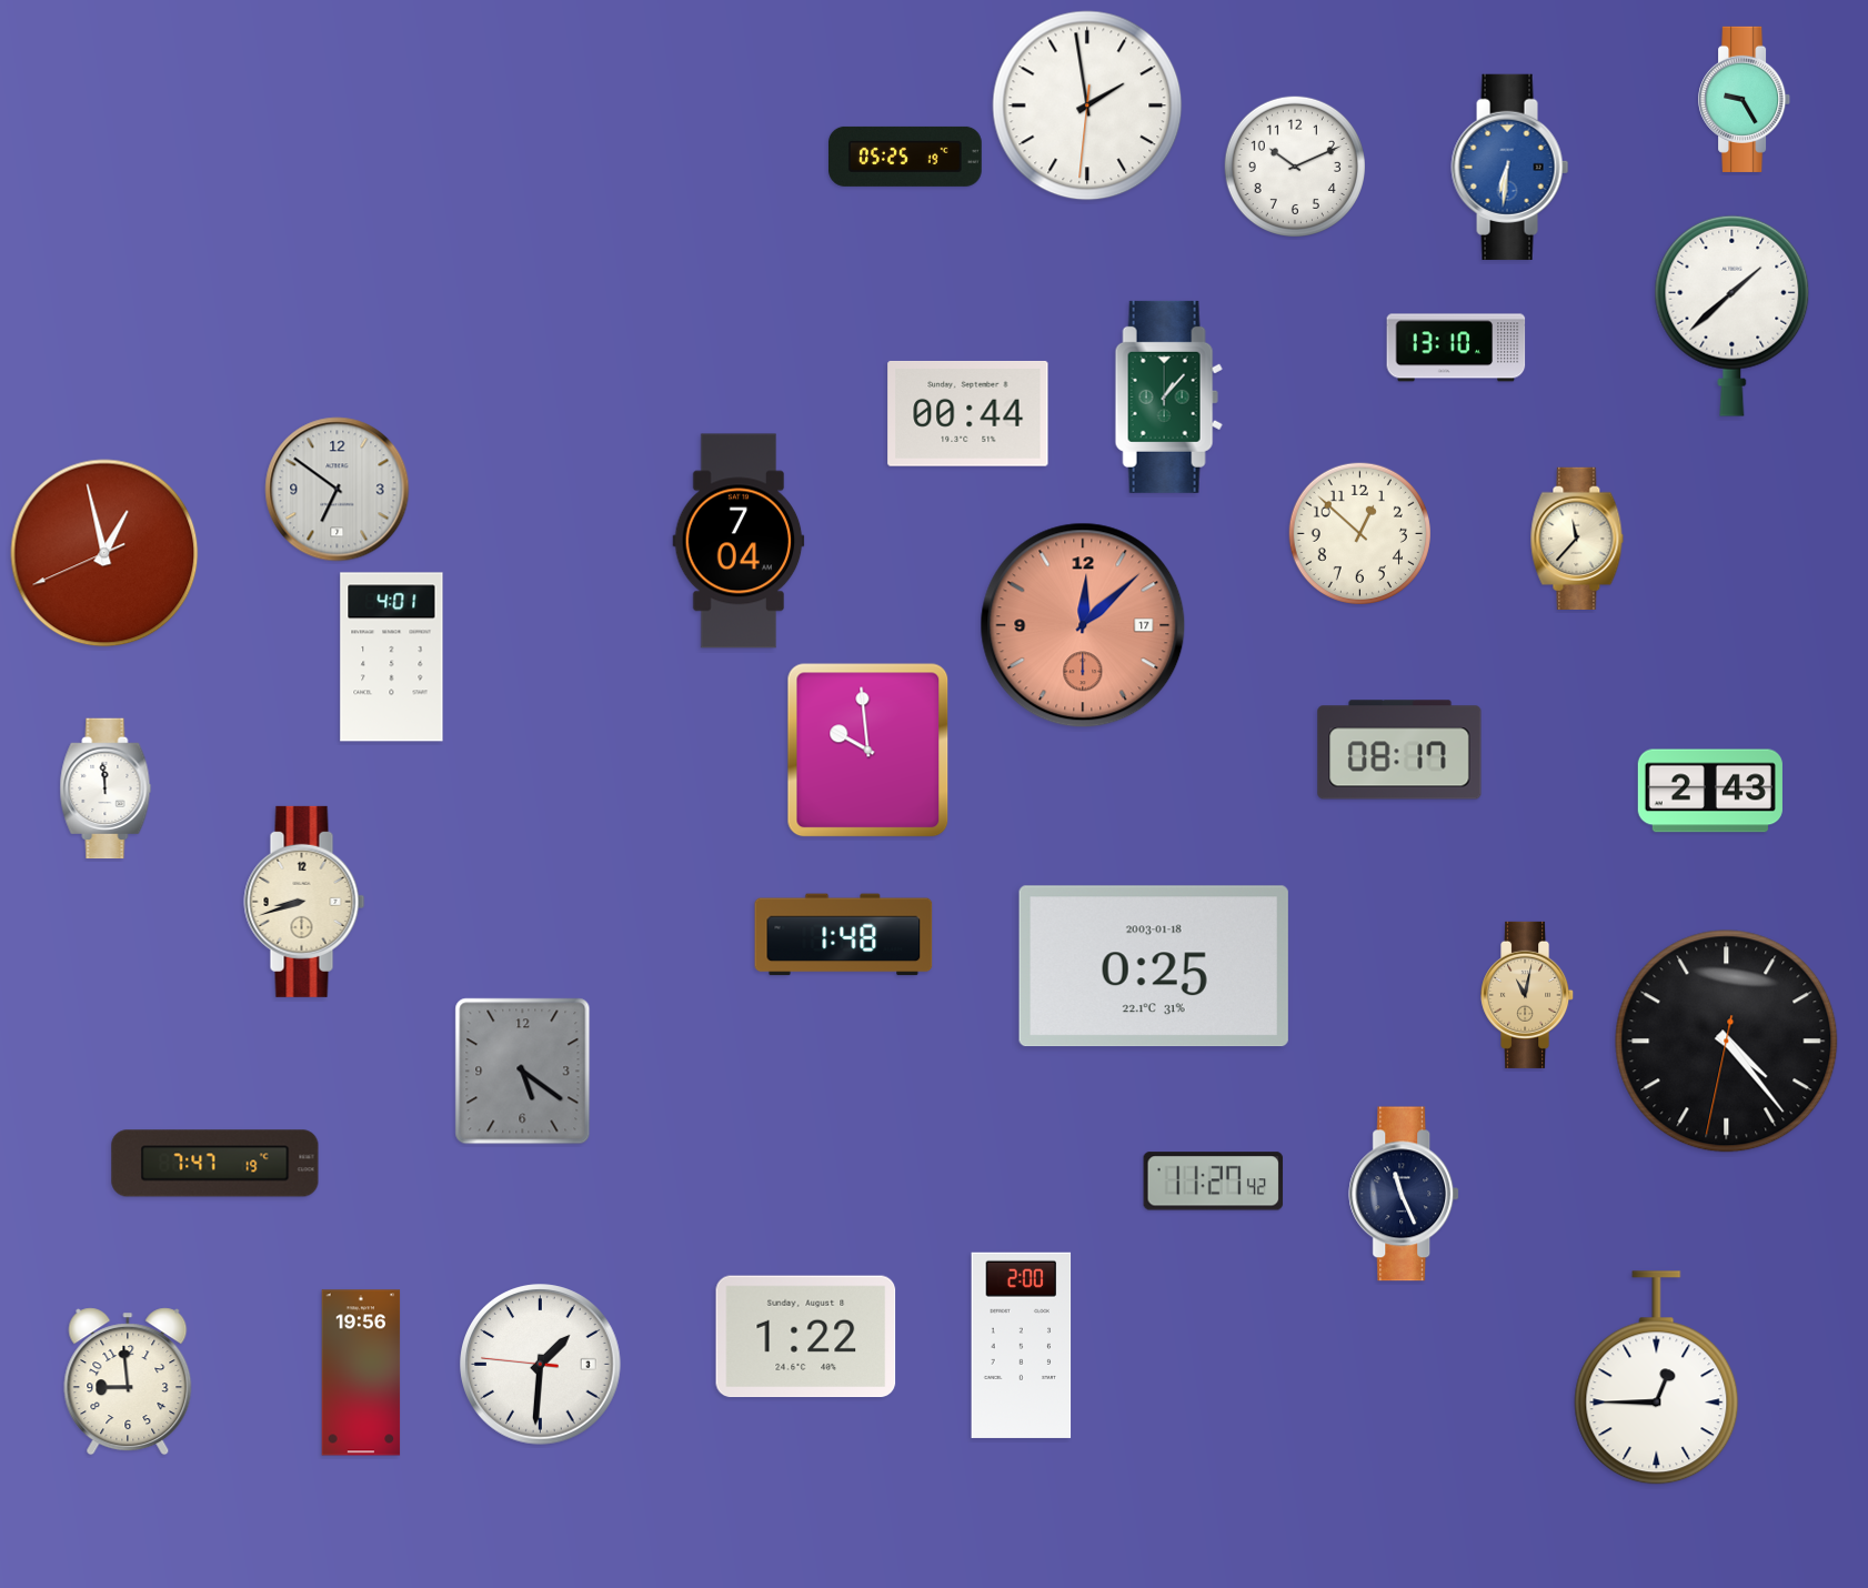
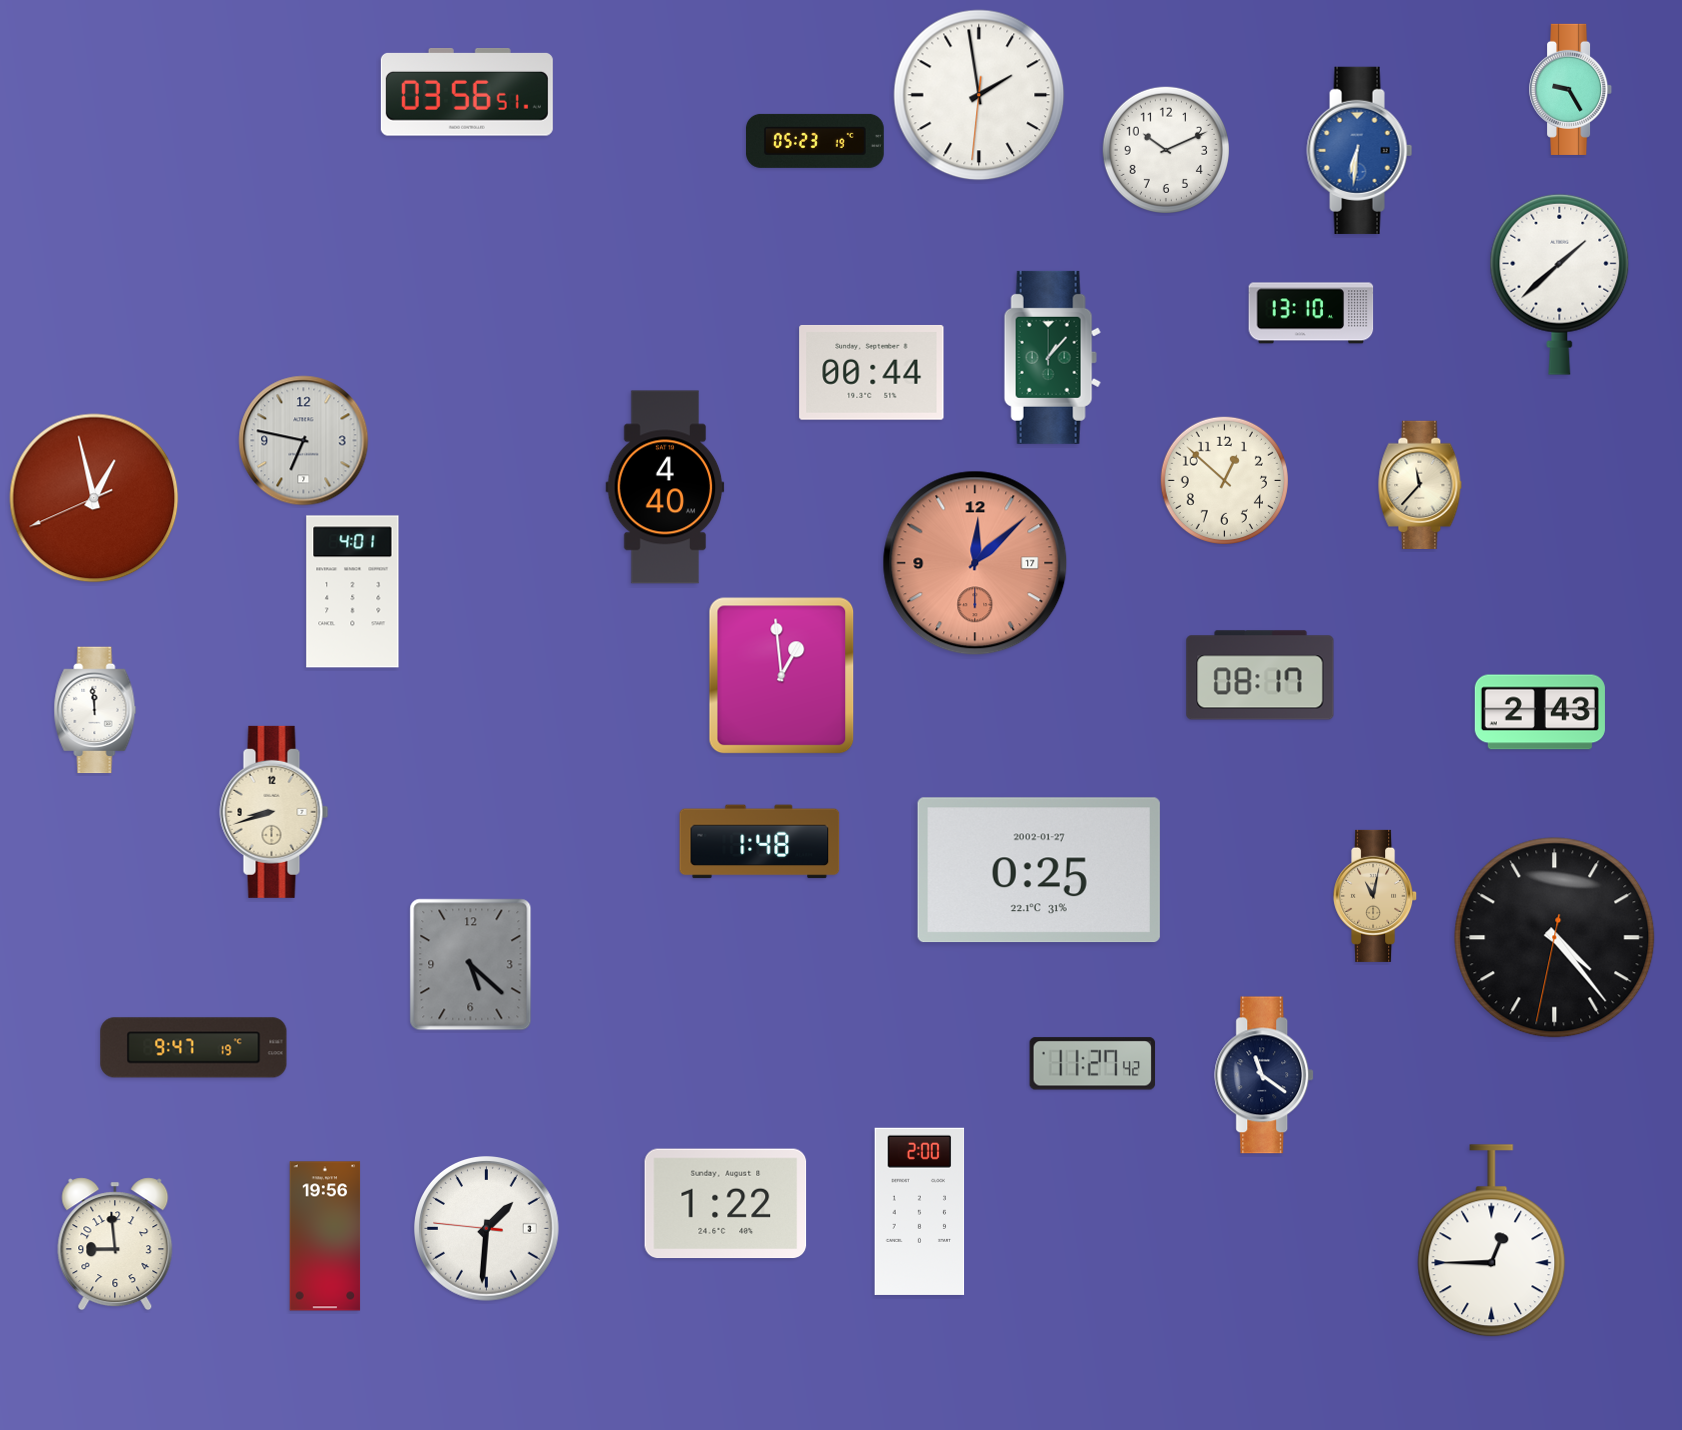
clock at (467, 93): none -> 03:56
clock at (906, 157): 05:25 -> 05:23
clock at (338, 490): 6:51 -> 6:47
clock at (739, 541): 7:04 -> 4:40
clock at (868, 751): 9:59 -> 12:59
clock at (1154, 966) date: 2003-01-18 -> 2002-01-27
clock at (523, 1072): 5:21 -> 5:22
clock at (215, 1164): 7:47 -> 9:47
clock at (1405, 1194): 11:26 -> 11:21
